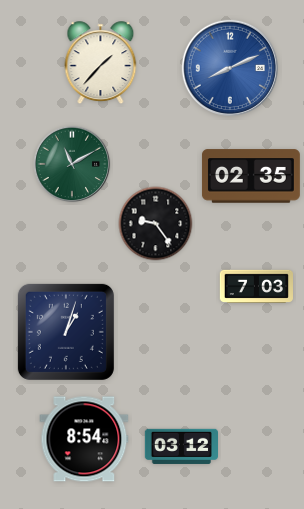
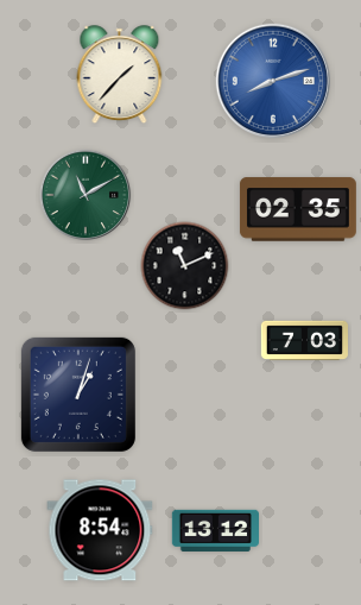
clock at (230, 68): 8:11 -> 8:12
clock at (156, 224): 9:24 -> 11:11
clock at (84, 439) position: (84, 439) -> (100, 530)
clock at (181, 446): 03:12 -> 13:12
